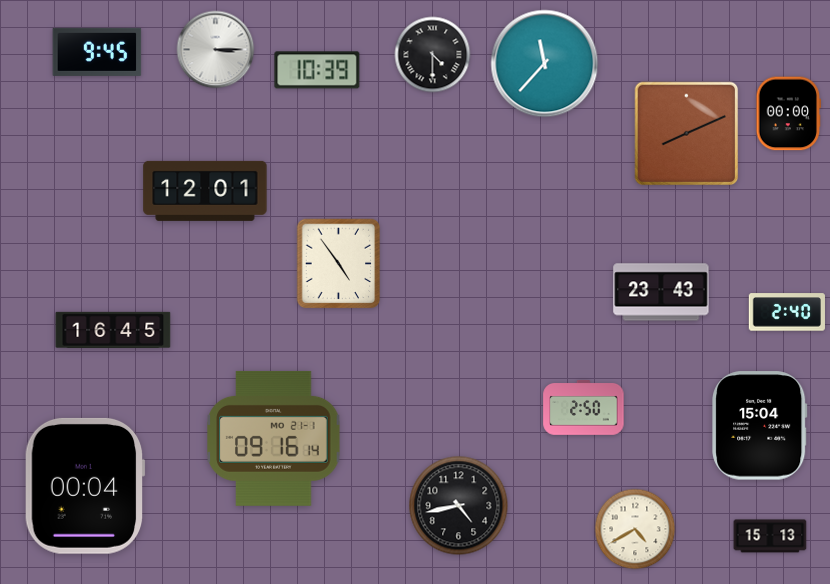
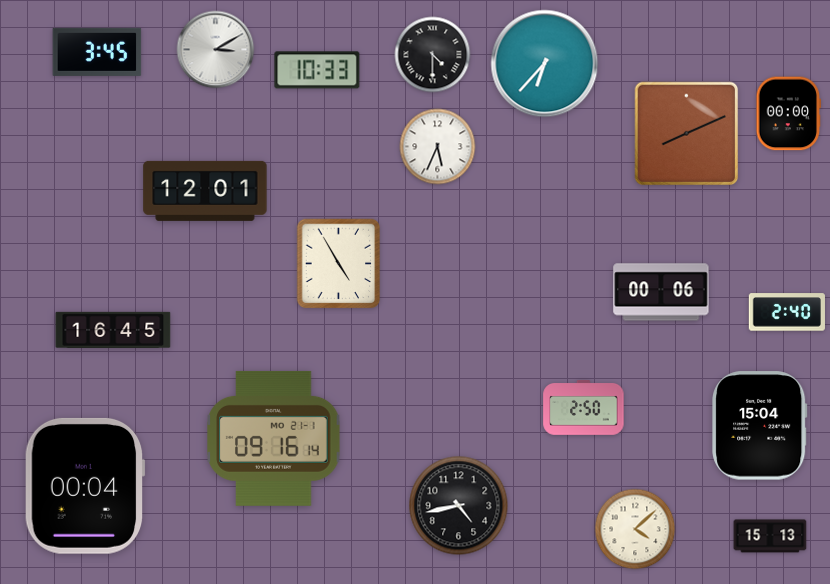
clock at (216, 50): 3:15 -> 3:10
clock at (97, 52): 9:45 -> 3:45
clock at (545, 64): 11:37 -> 6:37
clock at (317, 70): 10:39 -> 10:33
clock at (438, 147): none -> 5:34
clock at (339, 264): 4:54 -> 4:55
clock at (661, 292): 23:43 -> 00:06
clock at (635, 529): 4:40 -> 4:08
